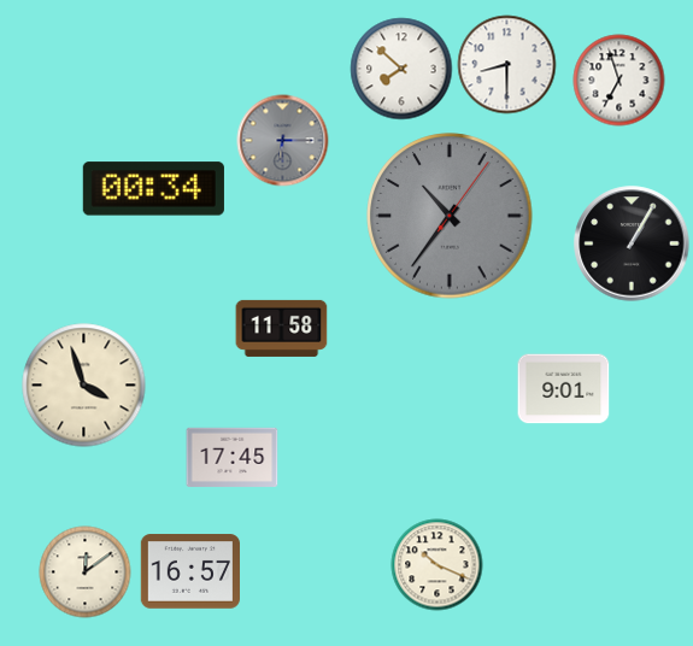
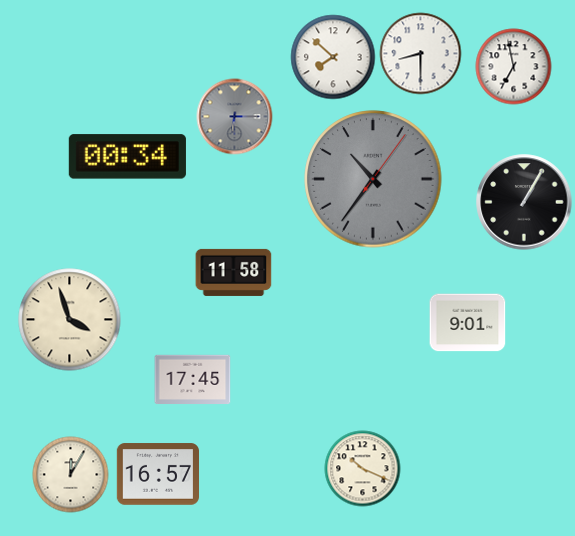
clock at (619, 81): 6:57 -> 6:58
clock at (86, 572): 12:09 -> 12:05
